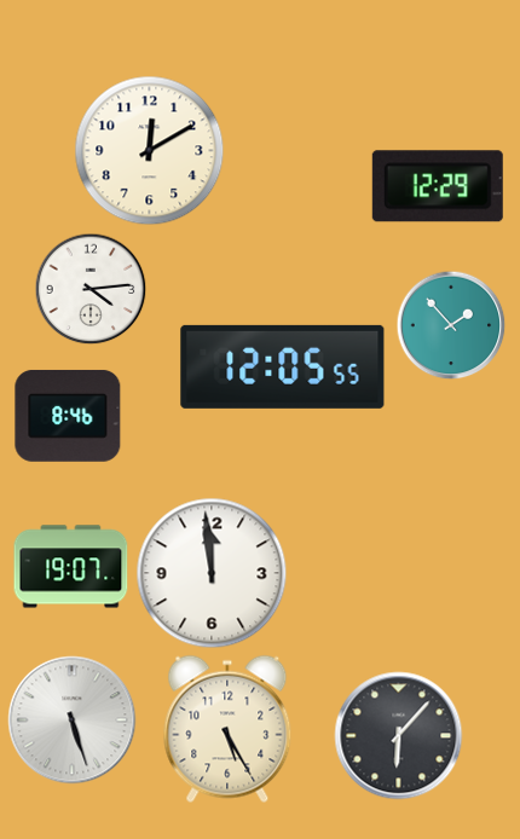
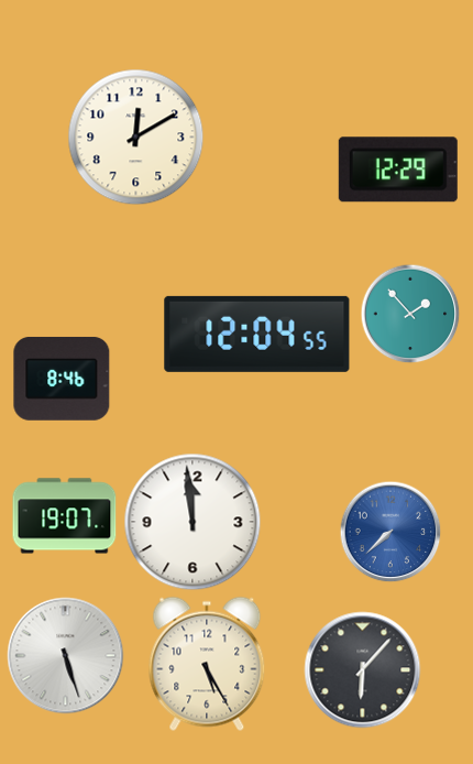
clock at (91, 289): 4:14 -> none
clock at (451, 325) position: (451, 325) -> (410, 314)
clock at (283, 366): 12:05 -> 12:04
clock at (391, 532): none -> 7:38
